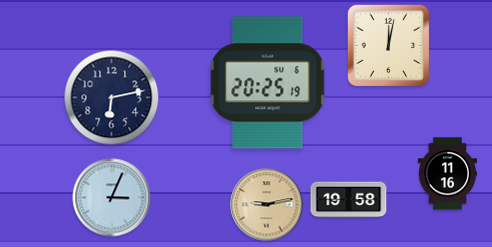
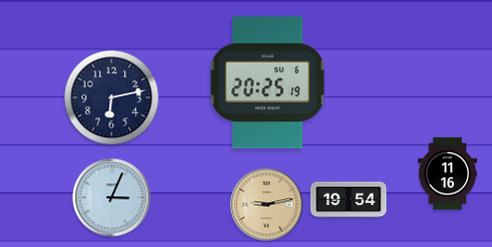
clock at (389, 46): 12:02 -> none
clock at (349, 200): 19:58 -> 19:54
